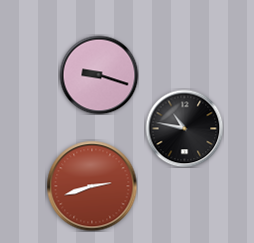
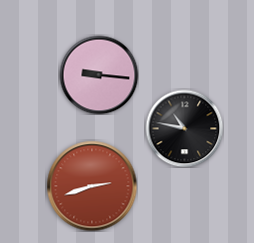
clock at (99, 75): 9:18 -> 9:16
